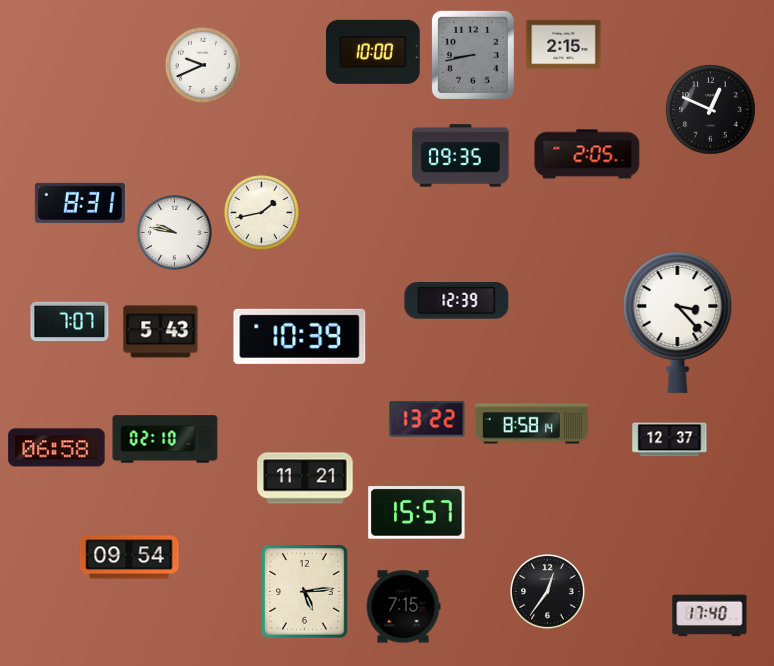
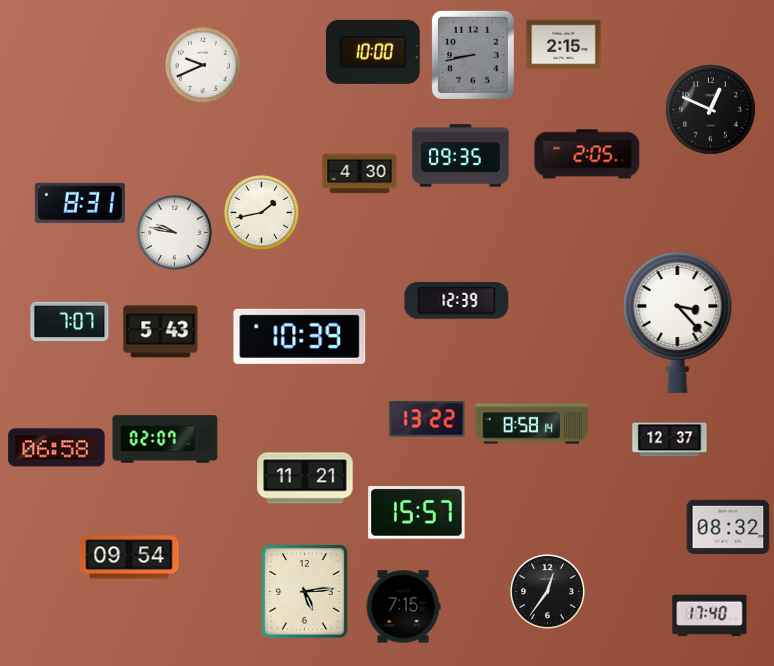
clock at (360, 174): none -> 4:30
clock at (165, 439): 02:10 -> 02:07
clock at (728, 526): none -> 08:32
